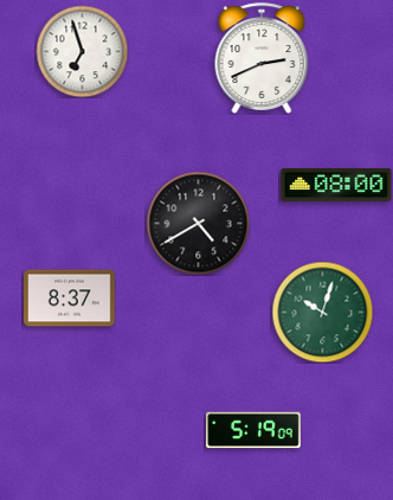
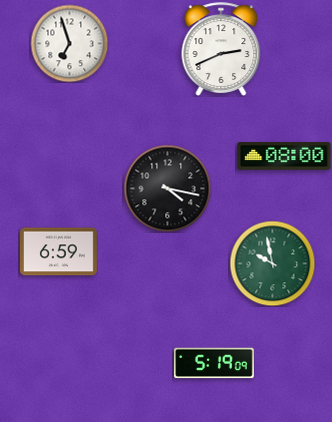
clock at (198, 223): 4:40 -> 4:17
clock at (69, 299): 8:37 -> 6:59
clock at (322, 312): 10:03 -> 9:58
